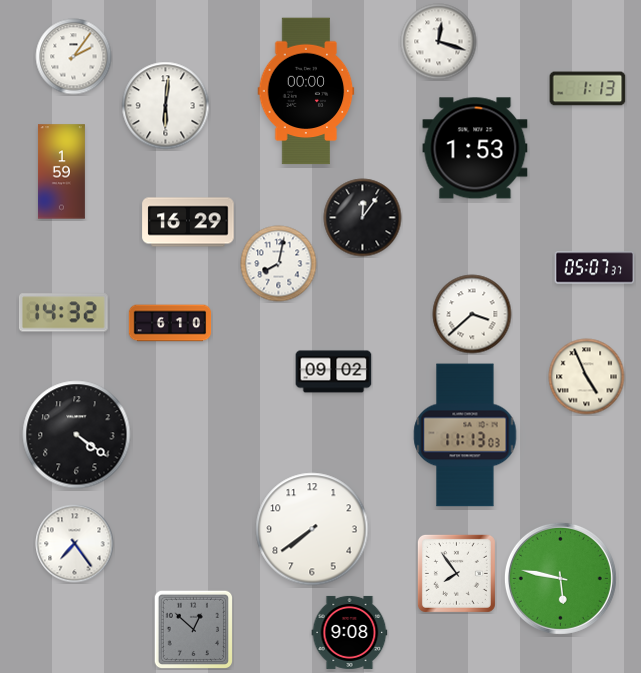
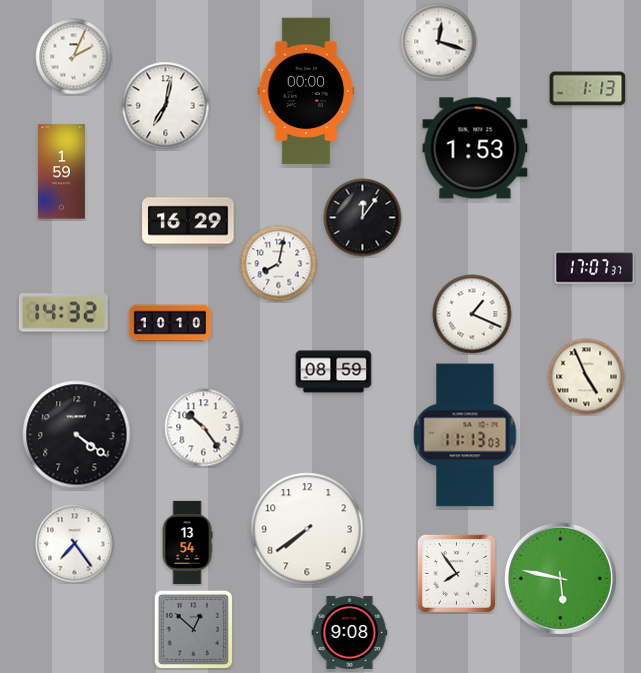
clock at (74, 57): 2:06 -> 2:04
clock at (166, 106): 6:01 -> 7:02
clock at (595, 268): 05:07 -> 17:07
clock at (472, 314): 3:38 -> 1:19
clock at (170, 323): 6:10 -> 10:10
clock at (334, 372): 09:02 -> 08:59
clock at (204, 428): none -> 10:24
clock at (312, 529) position: (312, 529) -> (307, 529)
clock at (187, 542): none -> 13:54
